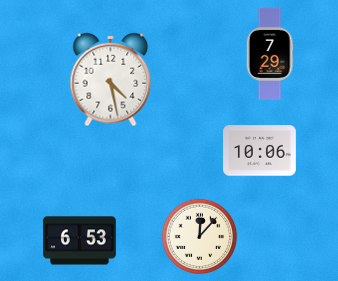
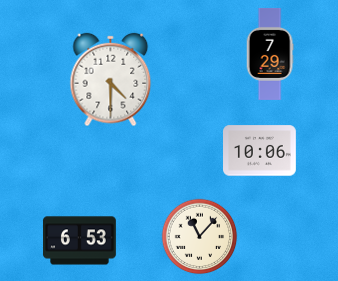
clock at (111, 80): 4:28 -> 4:30
clock at (200, 237): 12:07 -> 11:07
